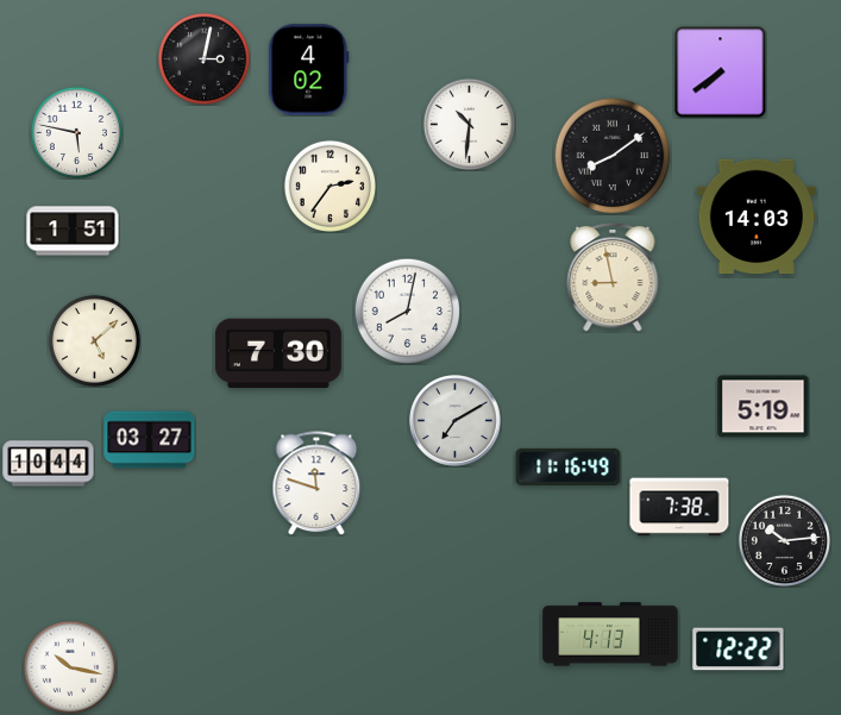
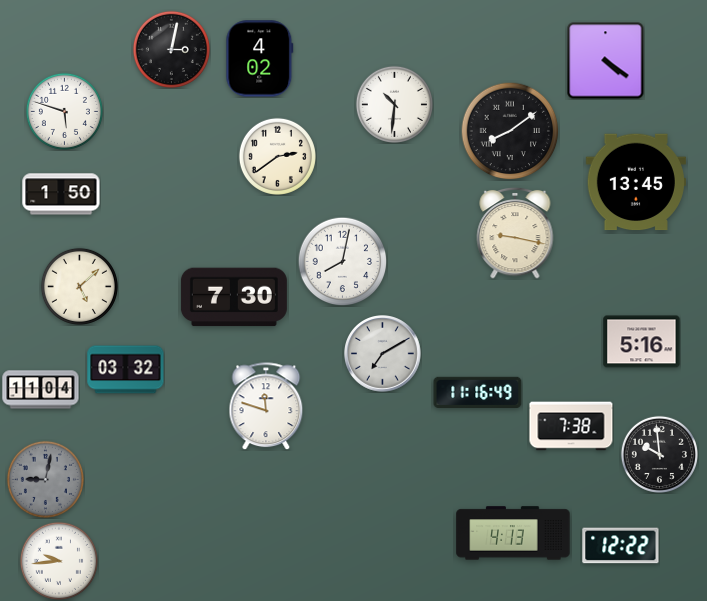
clock at (720, 71): 7:39 -> 4:21
clock at (76, 132): 5:47 -> 5:48
clock at (613, 156) position: (613, 156) -> (510, 131)
clock at (330, 186): 2:36 -> 2:39
clock at (757, 217): 14:03 -> 13:45
clock at (73, 231): 1:51 -> 1:50
clock at (613, 277): 8:58 -> 9:17
clock at (764, 407): 5:19 -> 5:16
clock at (150, 440): 03:27 -> 03:32
clock at (49, 464): 10:44 -> 11:04
clock at (784, 540): 10:14 -> 9:59
clock at (45, 479): none -> 9:02
clock at (70, 667): 10:17 -> 9:44
